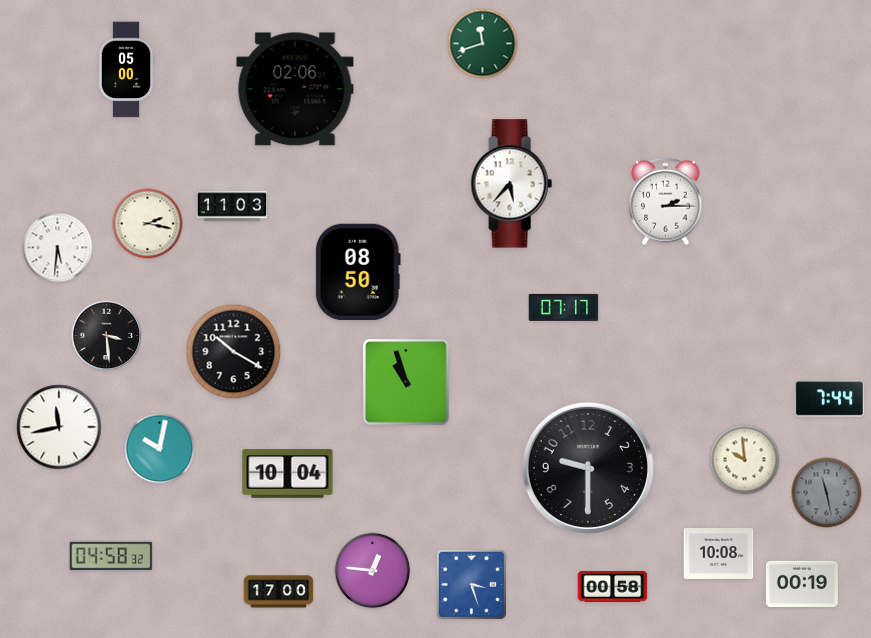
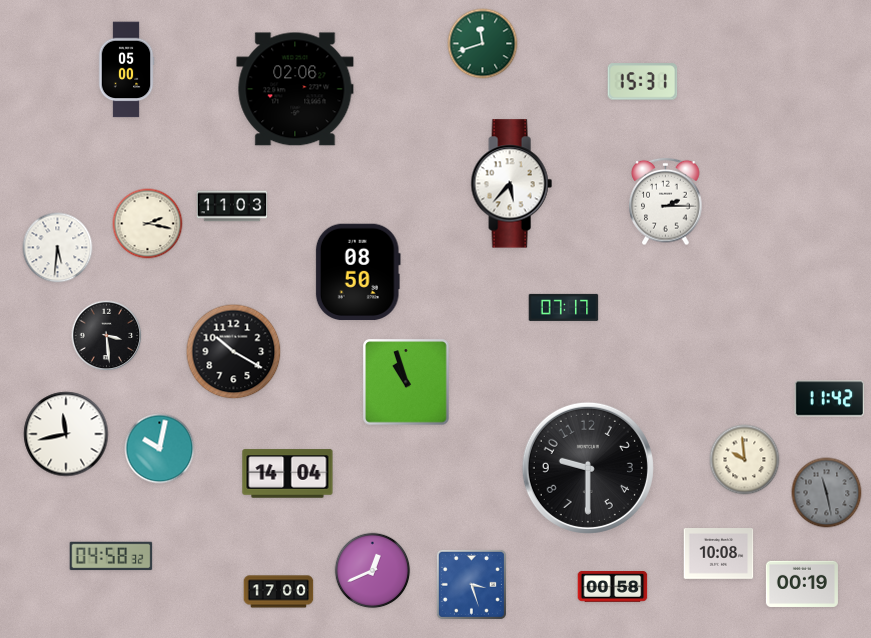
clock at (643, 82): none -> 15:31
clock at (830, 399): 7:44 -> 11:42
clock at (59, 427) position: (59, 427) -> (66, 434)
clock at (288, 474): 10:04 -> 14:04
clock at (373, 571): 12:46 -> 12:41
